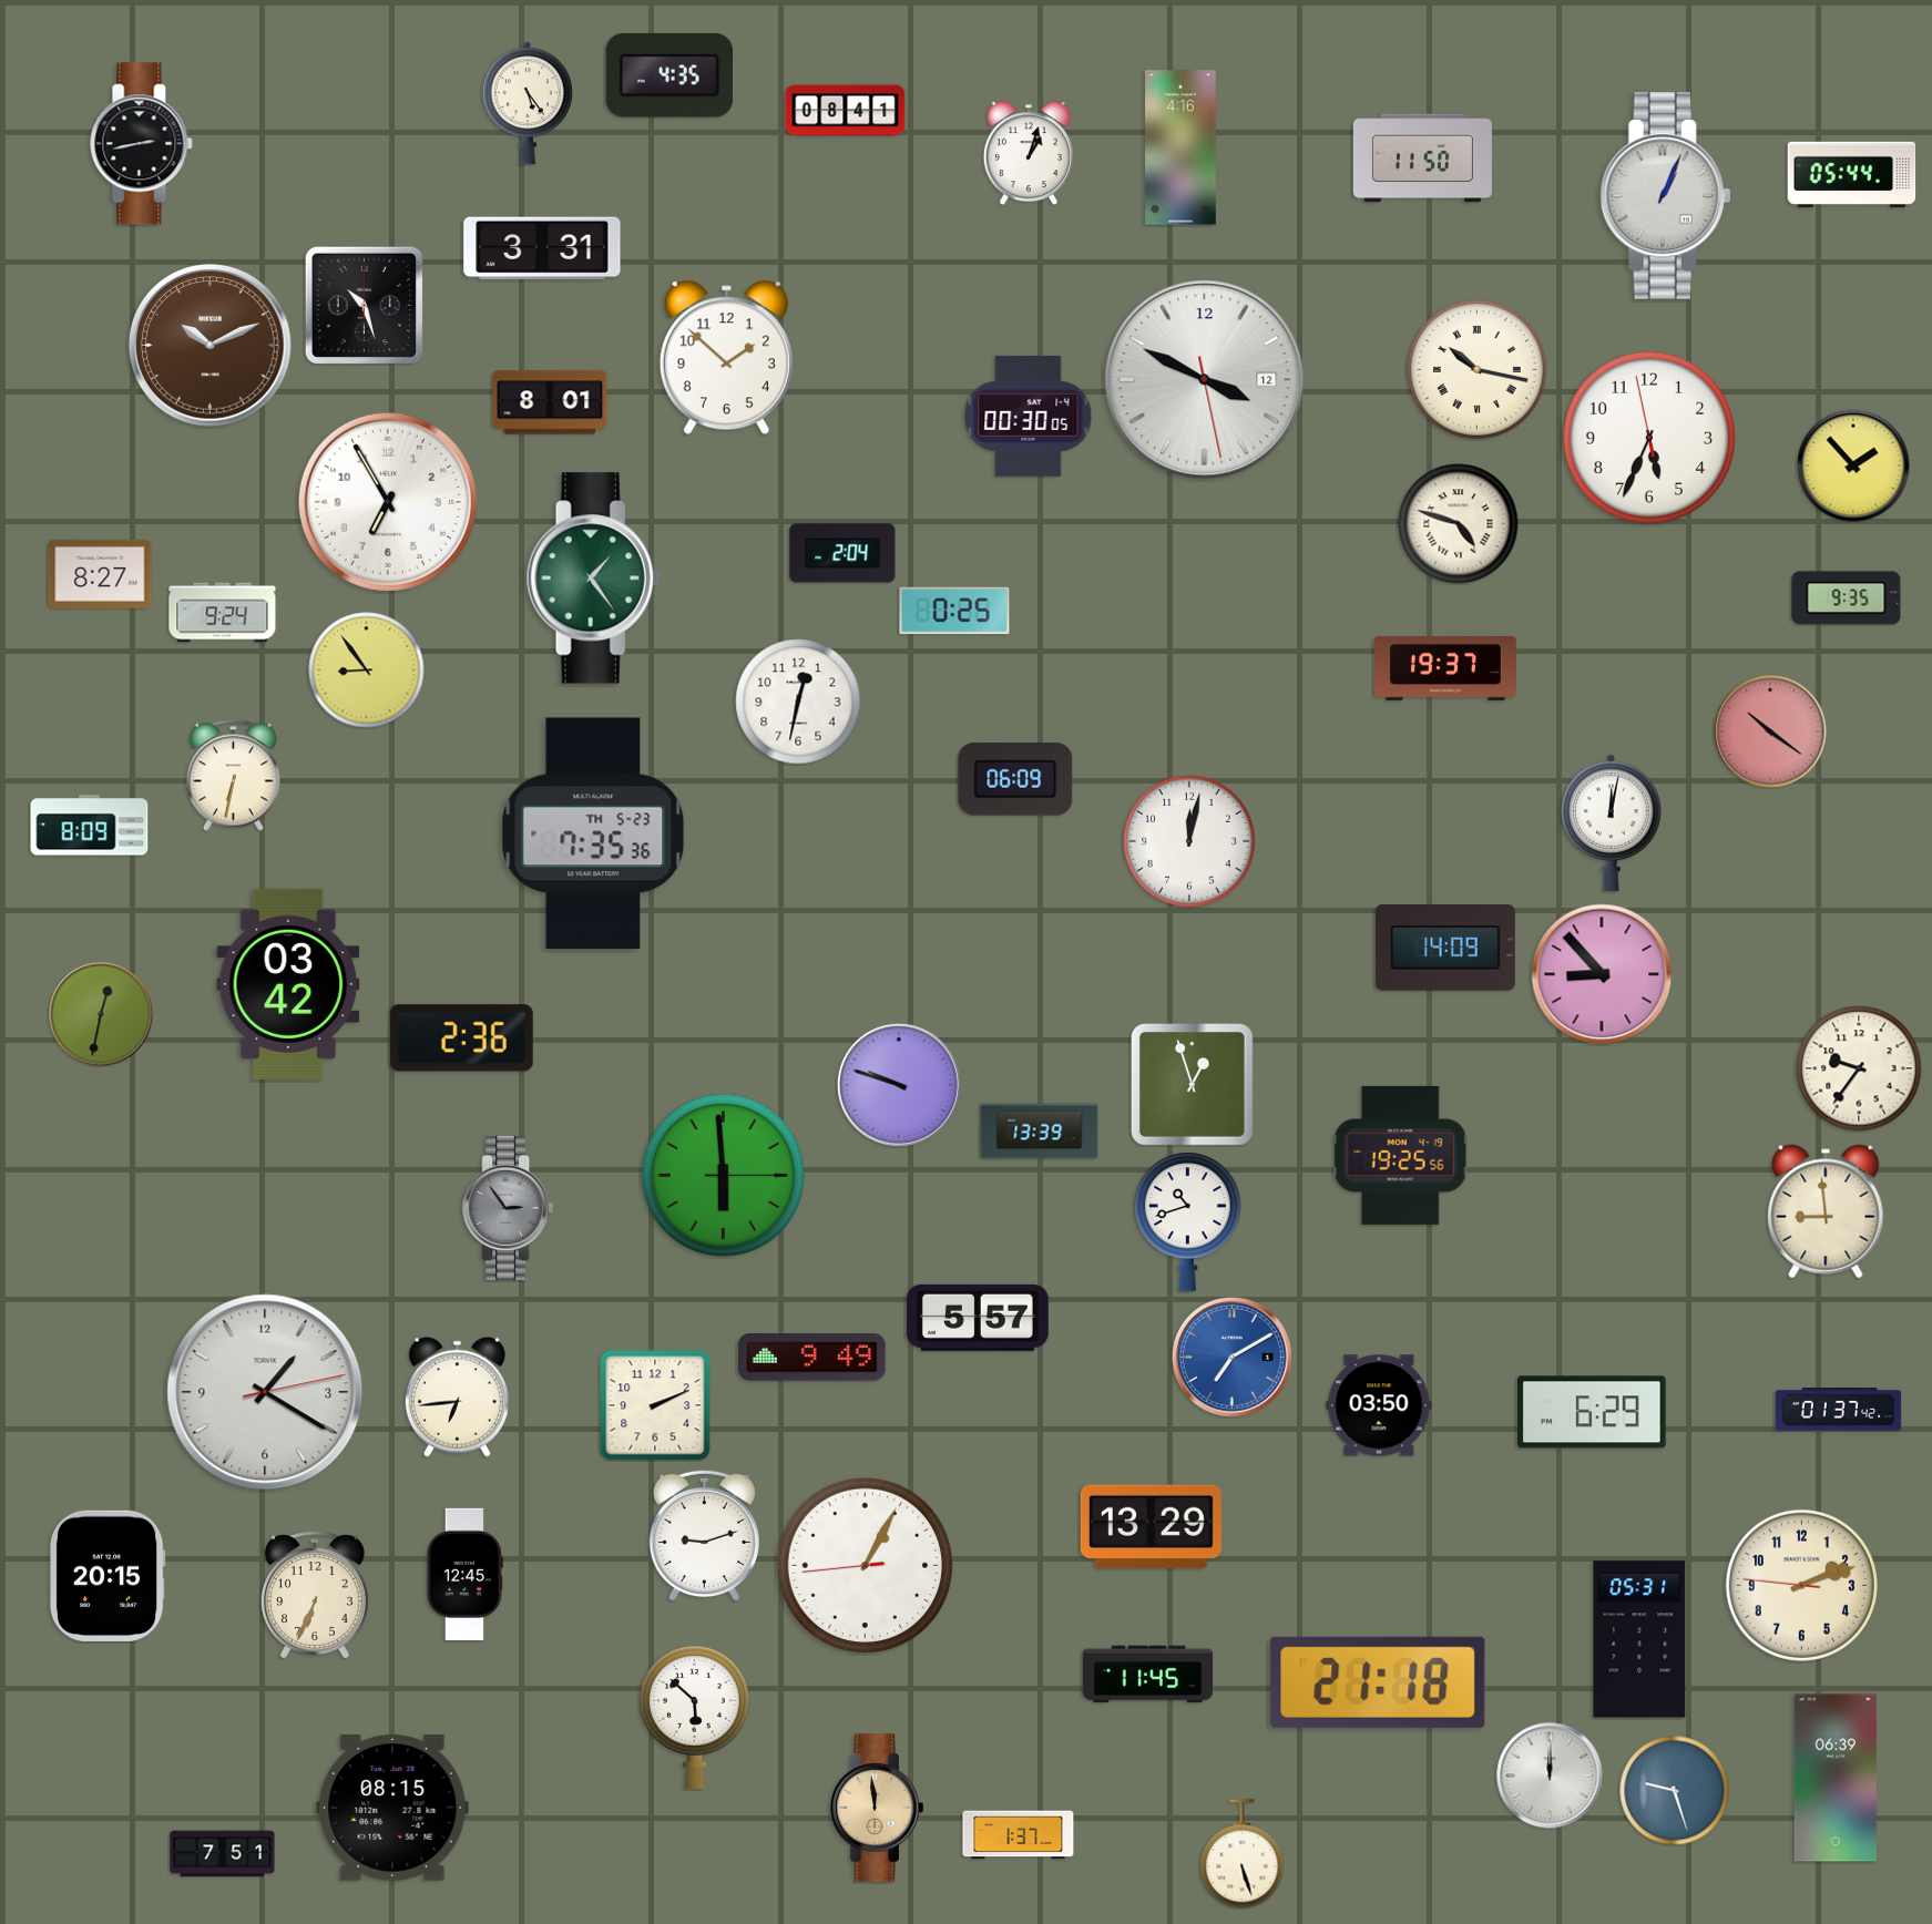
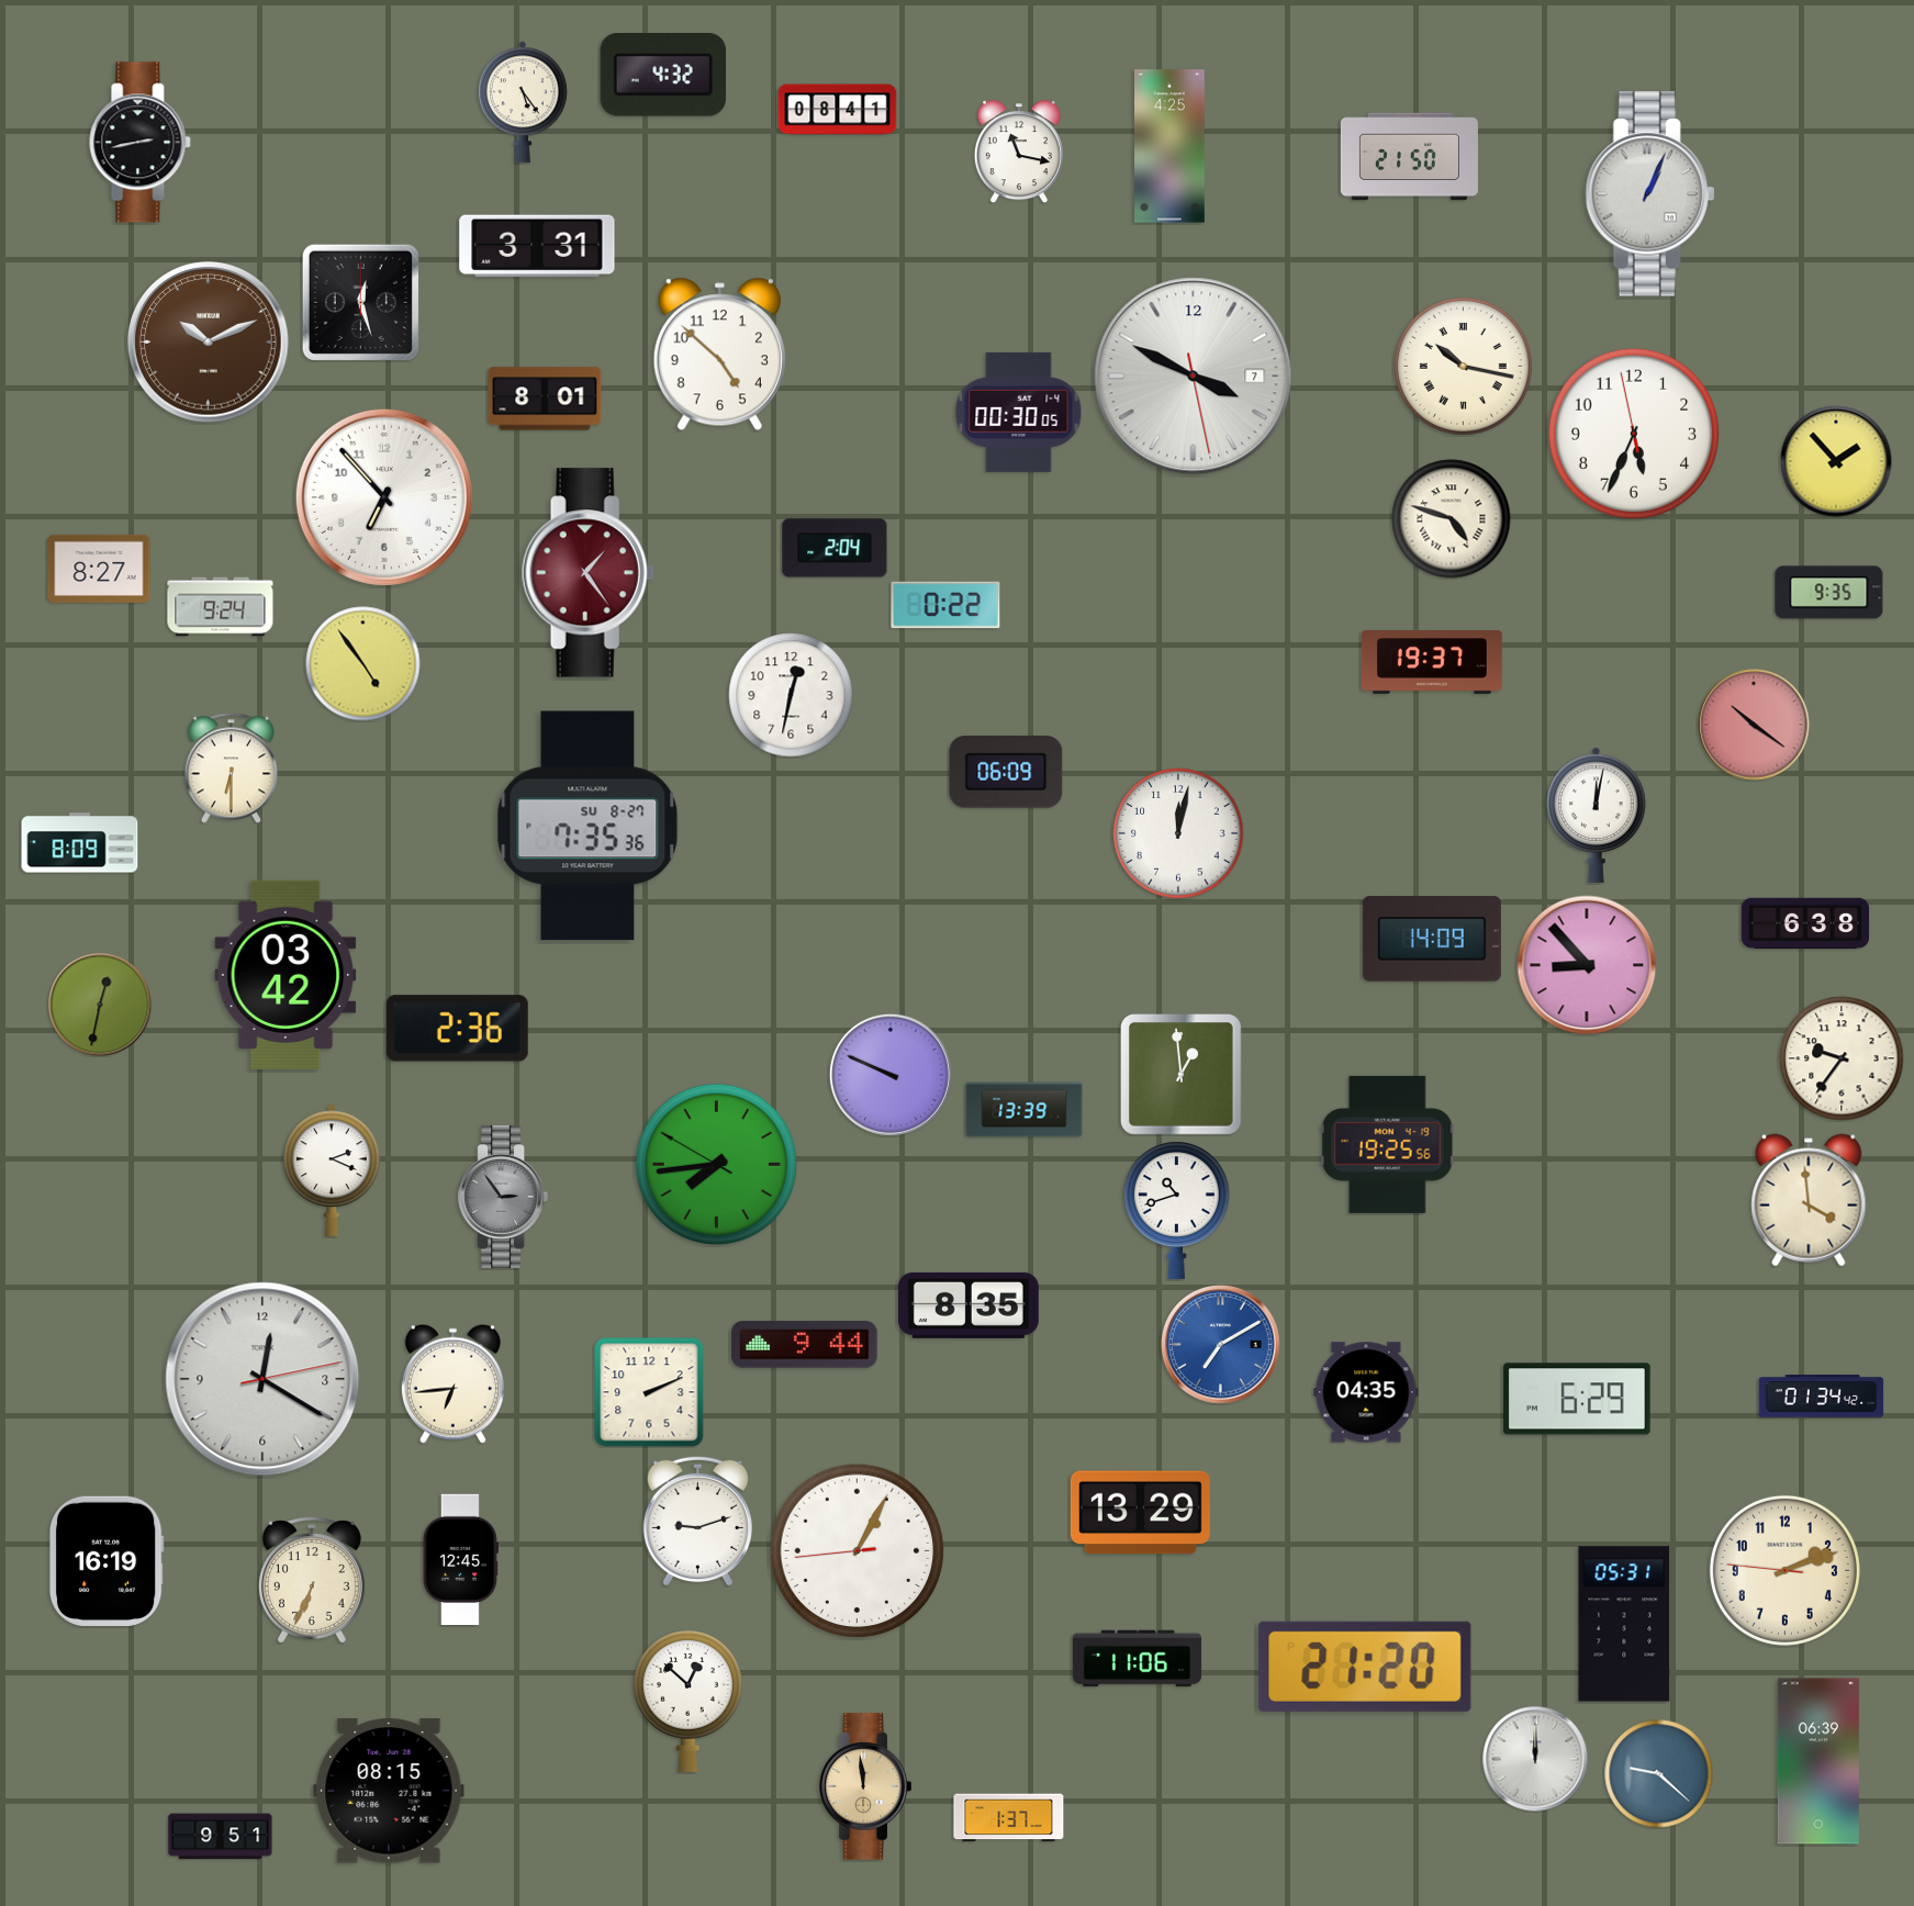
clock at (668, 76): 4:35 -> 4:32
clock at (1180, 147): 4:16 -> 4:25
clock at (1029, 153): 1:03 -> 11:17
clock at (1422, 158): 11:50 -> 21:50
clock at (1852, 174): 05:44 -> none
clock at (364, 305): 10:27 -> 12:27
clock at (726, 358): 1:52 -> 4:52
clock at (1205, 380) date: 12 -> 7
clock at (388, 502): 6:55 -> 6:53
clock at (1459, 524) position: (1459, 524) -> (1452, 519)
clock at (593, 579) dial: green -> burgundy
clock at (954, 611): 0:25 -> 0:22
clock at (367, 671): 8:54 -> 4:54
clock at (233, 776): 6:32 -> 6:30
clock at (90, 826) position: (90, 826) -> (80, 843)
clock at (593, 833) date: TH 5-23 -> SU 8-27
clock at (1805, 923): none -> 6:38
clock at (899, 1085): 9:48 -> 9:49
clock at (1193, 1085): 12:57 -> 12:59
clock at (1040, 1132) position: (1040, 1132) -> (1025, 1110)
clock at (723, 1175): 5:59 -> 7:43
clock at (332, 1170): none -> 2:19
clock at (1826, 1211): 8:59 -> 3:59
clock at (978, 1318): 5:57 -> 8:35
clock at (812, 1358): 9:49 -> 9:44
clock at (265, 1392): 1:20 -> 12:20
clock at (1379, 1405): 03:50 -> 04:35
clock at (1839, 1410): 01:37 -> 01:34
clock at (108, 1576): 20:15 -> 16:19
clock at (1148, 1675): 11:45 -> 11:06
clock at (1378, 1682): 21:18 -> 21:20
clock at (694, 1717): 5:52 -> 12:52
clock at (1675, 1791): 9:27 -> 9:22
clock at (877, 1808) position: (877, 1808) -> (865, 1786)
clock at (223, 1854): 7:51 -> 9:51
clock at (1243, 1854): 5:27 -> none
